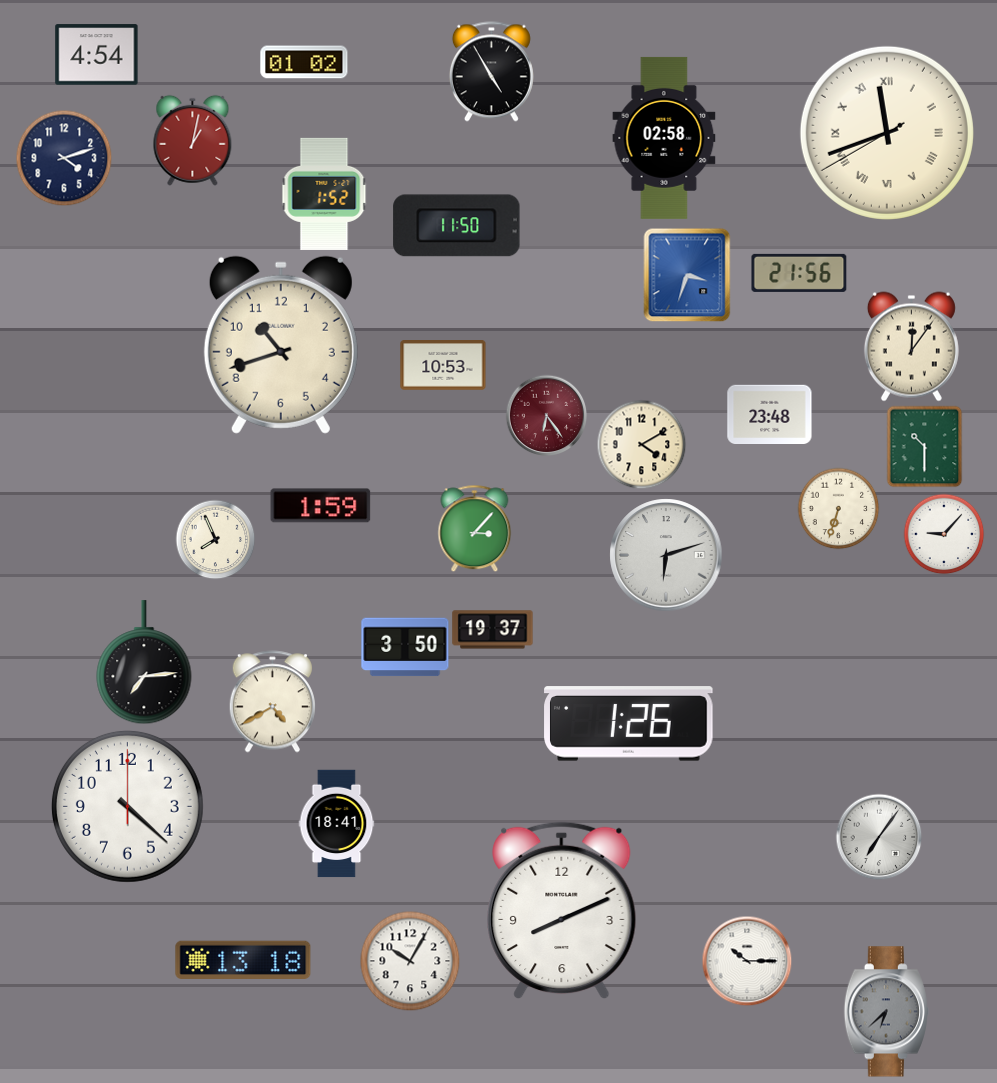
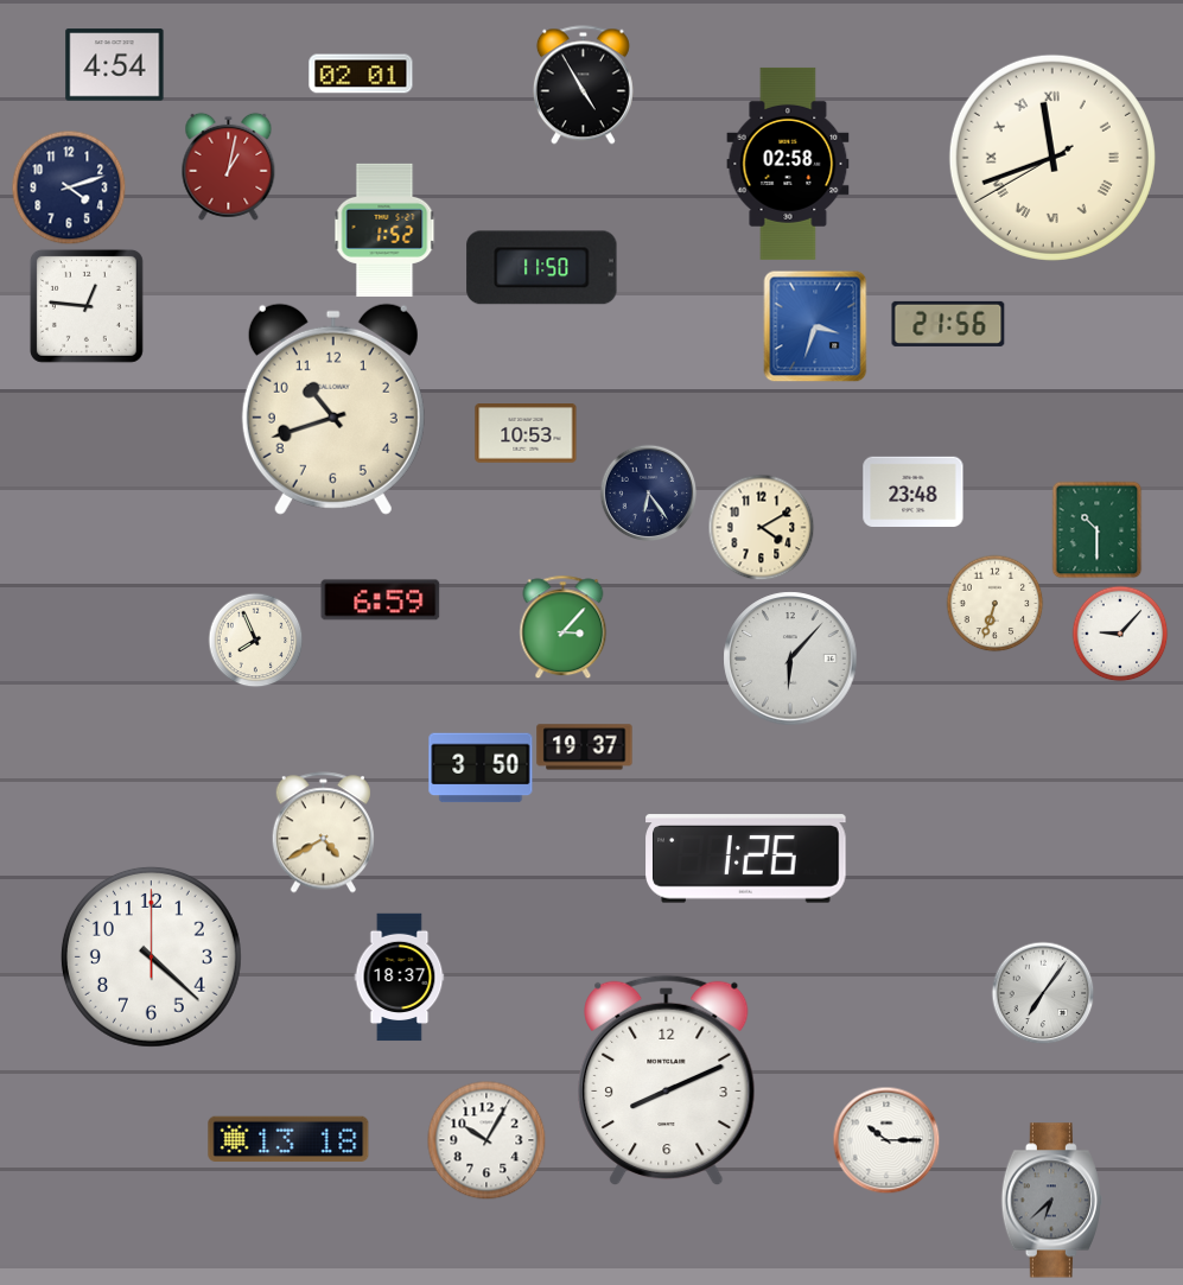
clock at (304, 62): 01:02 -> 02:01
clock at (64, 158) position: (64, 158) -> (69, 187)
clock at (87, 306): none -> 12:46
clock at (911, 347): 12:06 -> none
clock at (546, 415) dial: burgundy -> navy
clock at (321, 506): 1:59 -> 6:59
clock at (666, 555): 6:12 -> 6:07
clock at (144, 663): 7:14 -> none
clock at (337, 824): 18:41 -> 18:37
